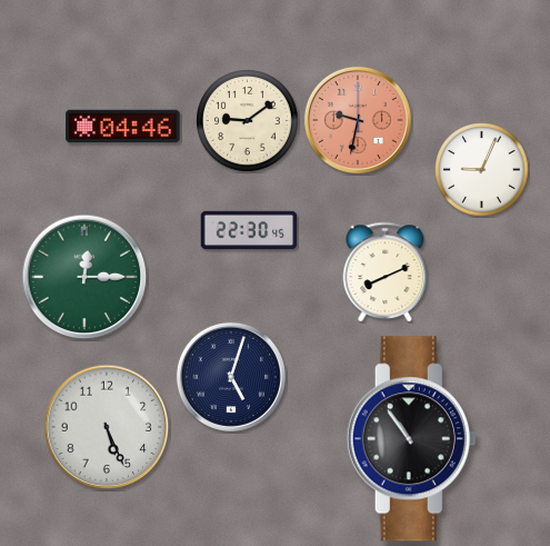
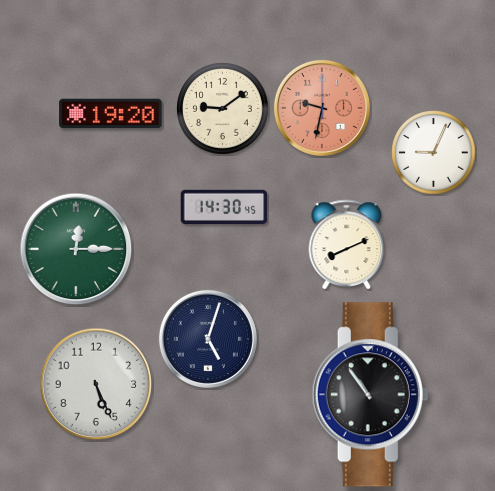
clock at (123, 127): 04:46 -> 19:20
clock at (249, 229): 22:30 -> 14:30
